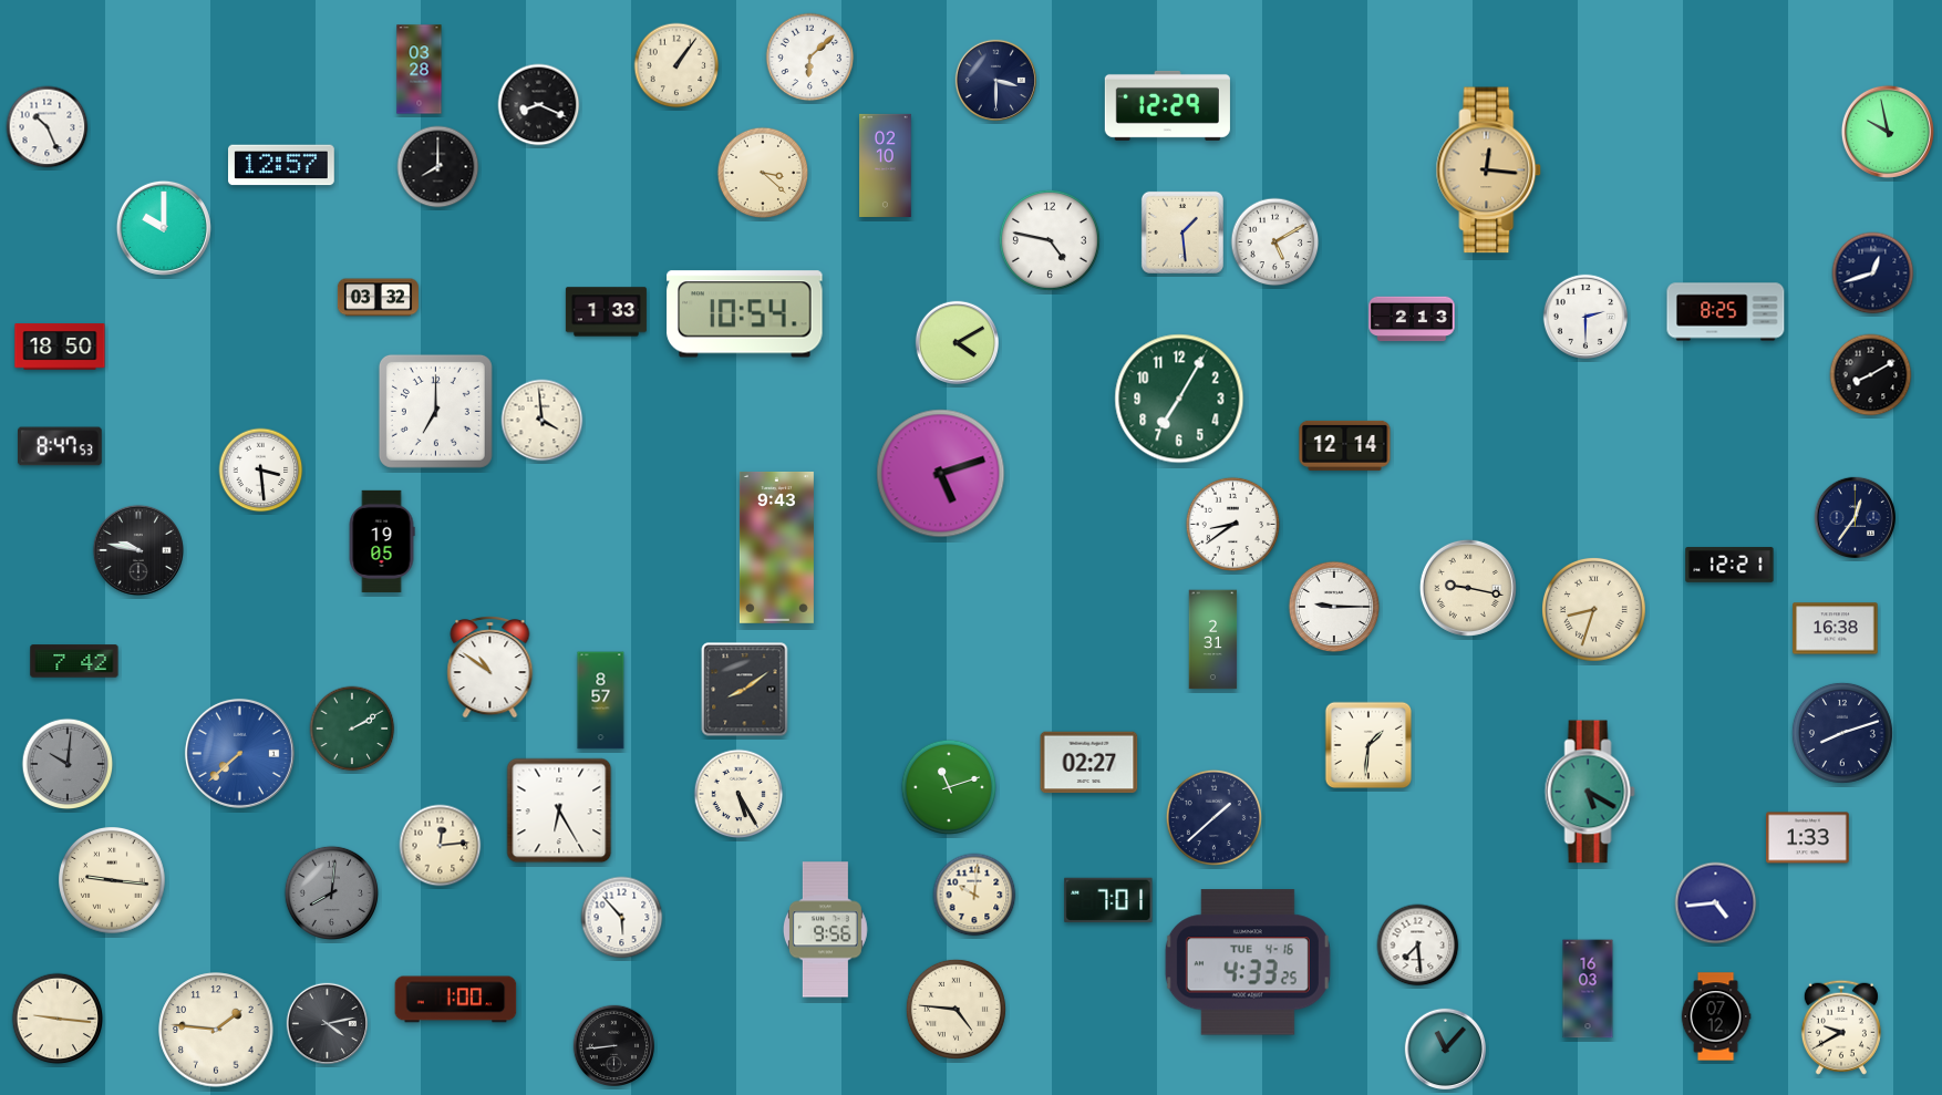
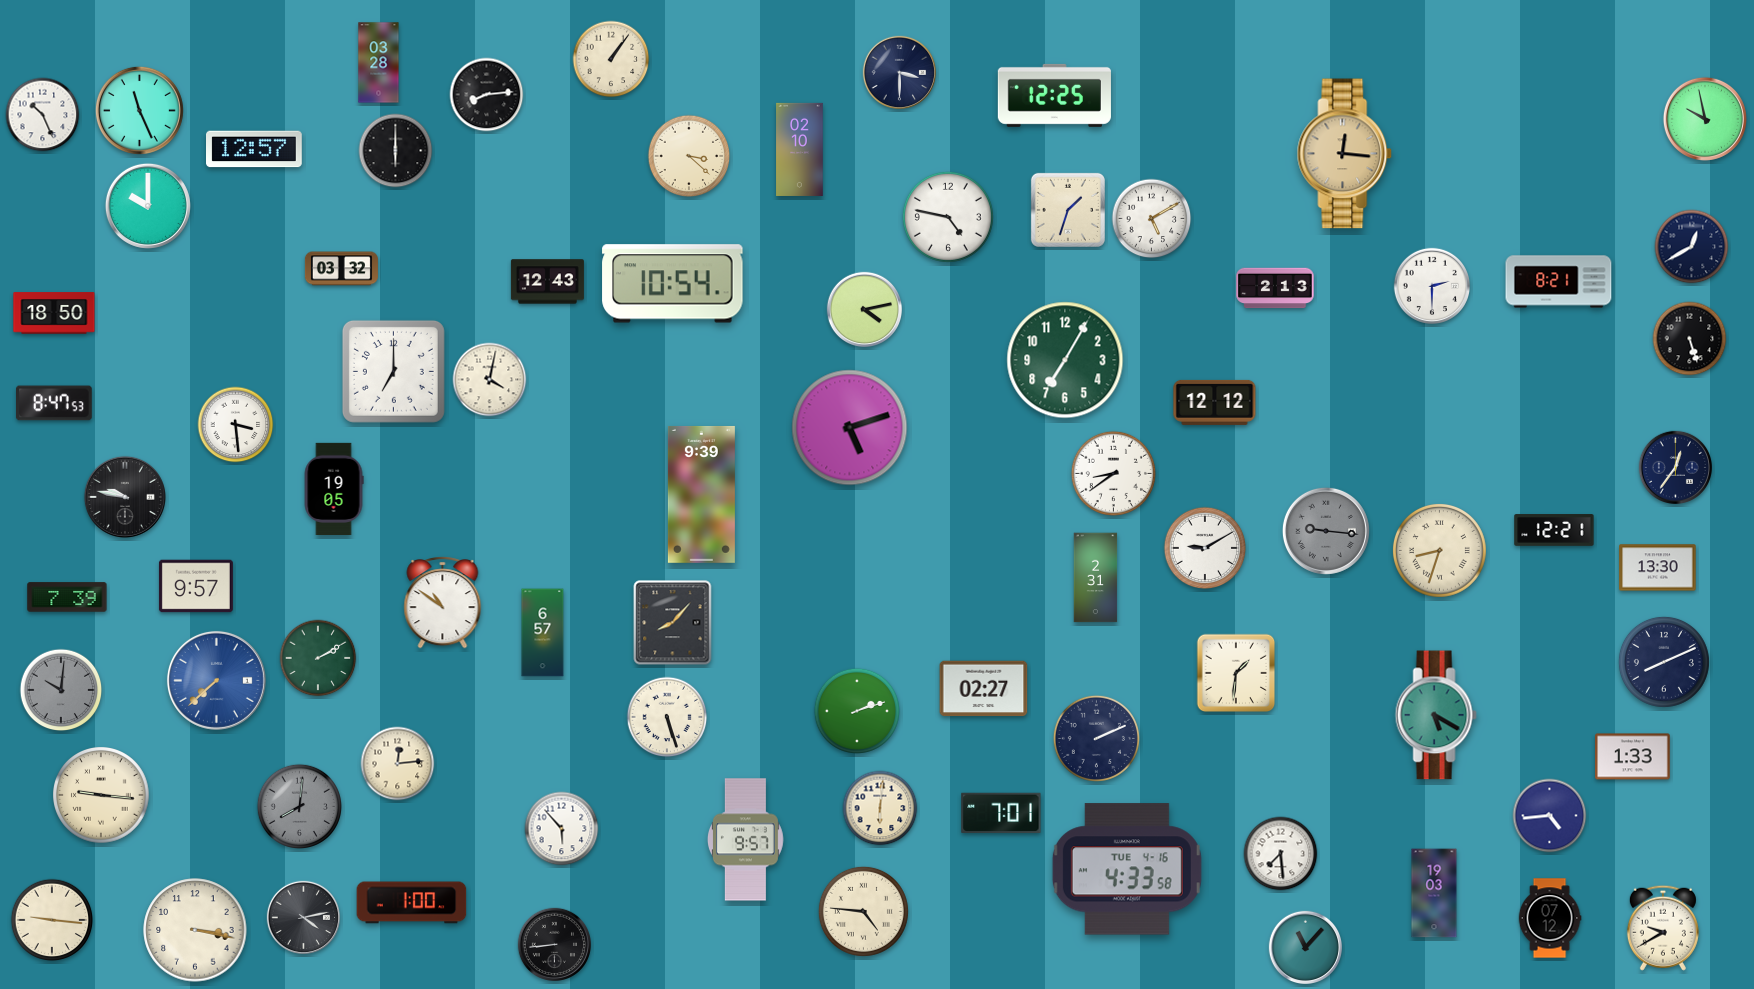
clock at (810, 58): 6:08 -> none
clock at (539, 105): 8:19 -> 8:14
clock at (1167, 105): 12:29 -> 12:25
clock at (139, 110): none -> 11:26
clock at (438, 167): 8:00 -> 6:00
clock at (1182, 233): 1:29 -> 1:33
clock at (1873, 273): 12:42 -> 12:40
clock at (606, 312): 1:33 -> 12:43
clock at (1726, 312): 8:25 -> 8:21
clock at (957, 342): 4:10 -> 4:13
clock at (1871, 375): 8:10 -> 5:27
clock at (543, 421): 3:59 -> 4:02
clock at (1345, 445): 12:14 -> 12:12
clock at (382, 540) position: (382, 540) -> (334, 488)
clock at (776, 547): 9:43 -> 9:39
clock at (1729, 565) position: (1729, 565) -> (1554, 530)
clock at (1468, 588): 9:17 -> 9:16
clock at (1468, 588) dial: cream -> grey
clock at (1334, 607): 9:15 -> 9:10
clock at (1836, 629): 16:38 -> 13:30
clock at (196, 586): none -> 9:57
clock at (74, 661): 7:42 -> 7:39
clock at (745, 690): 8:09 -> 8:07
clock at (601, 701): 8:57 -> 6:57
clock at (1842, 733): 8:12 -> 8:11
clock at (949, 787): 11:12 -> 2:12
clock at (738, 794): 5:25 -> 5:27
clock at (559, 810): 6:25 -> none
clock at (1213, 817): 1:38 -> 2:11
clock at (974, 895): 10:01 -> 6:01
clock at (825, 930): 9:56 -> 9:57
clock at (1248, 962): 4:33:25 -> 4:33:58
clock at (1588, 989): 16:03 -> 19:03
clock at (327, 1023) position: (327, 1023) -> (303, 917)
clock at (216, 1030): 1:46 -> 3:17
